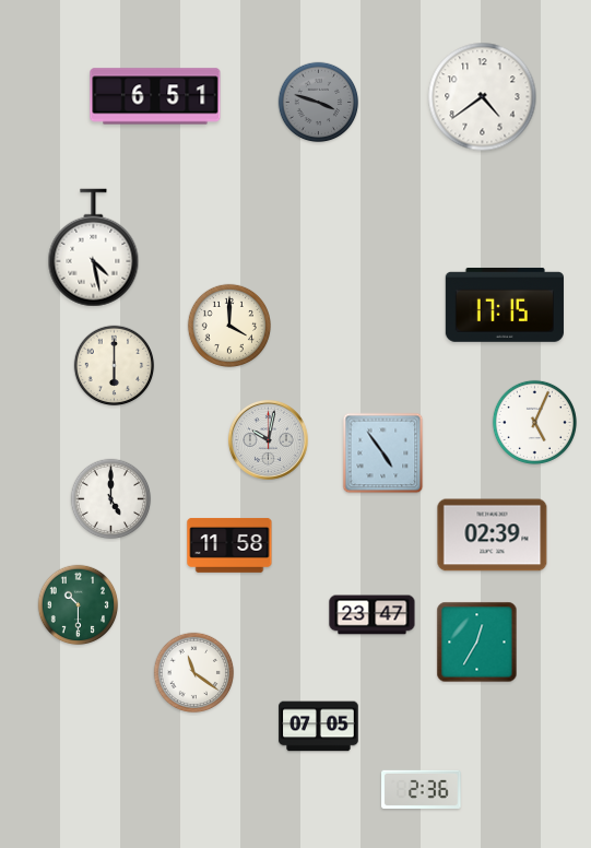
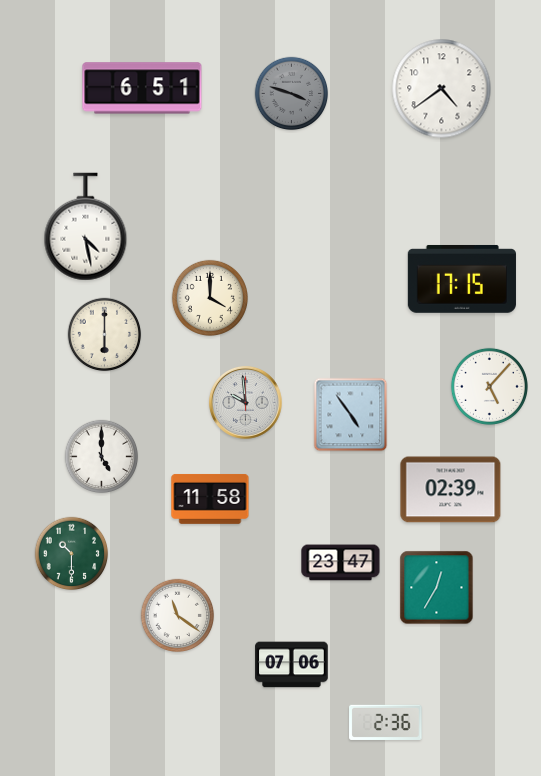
clock at (534, 422): 5:04 -> 5:07
clock at (268, 439): 10:02 -> 9:59
clock at (319, 727): 07:05 -> 07:06
